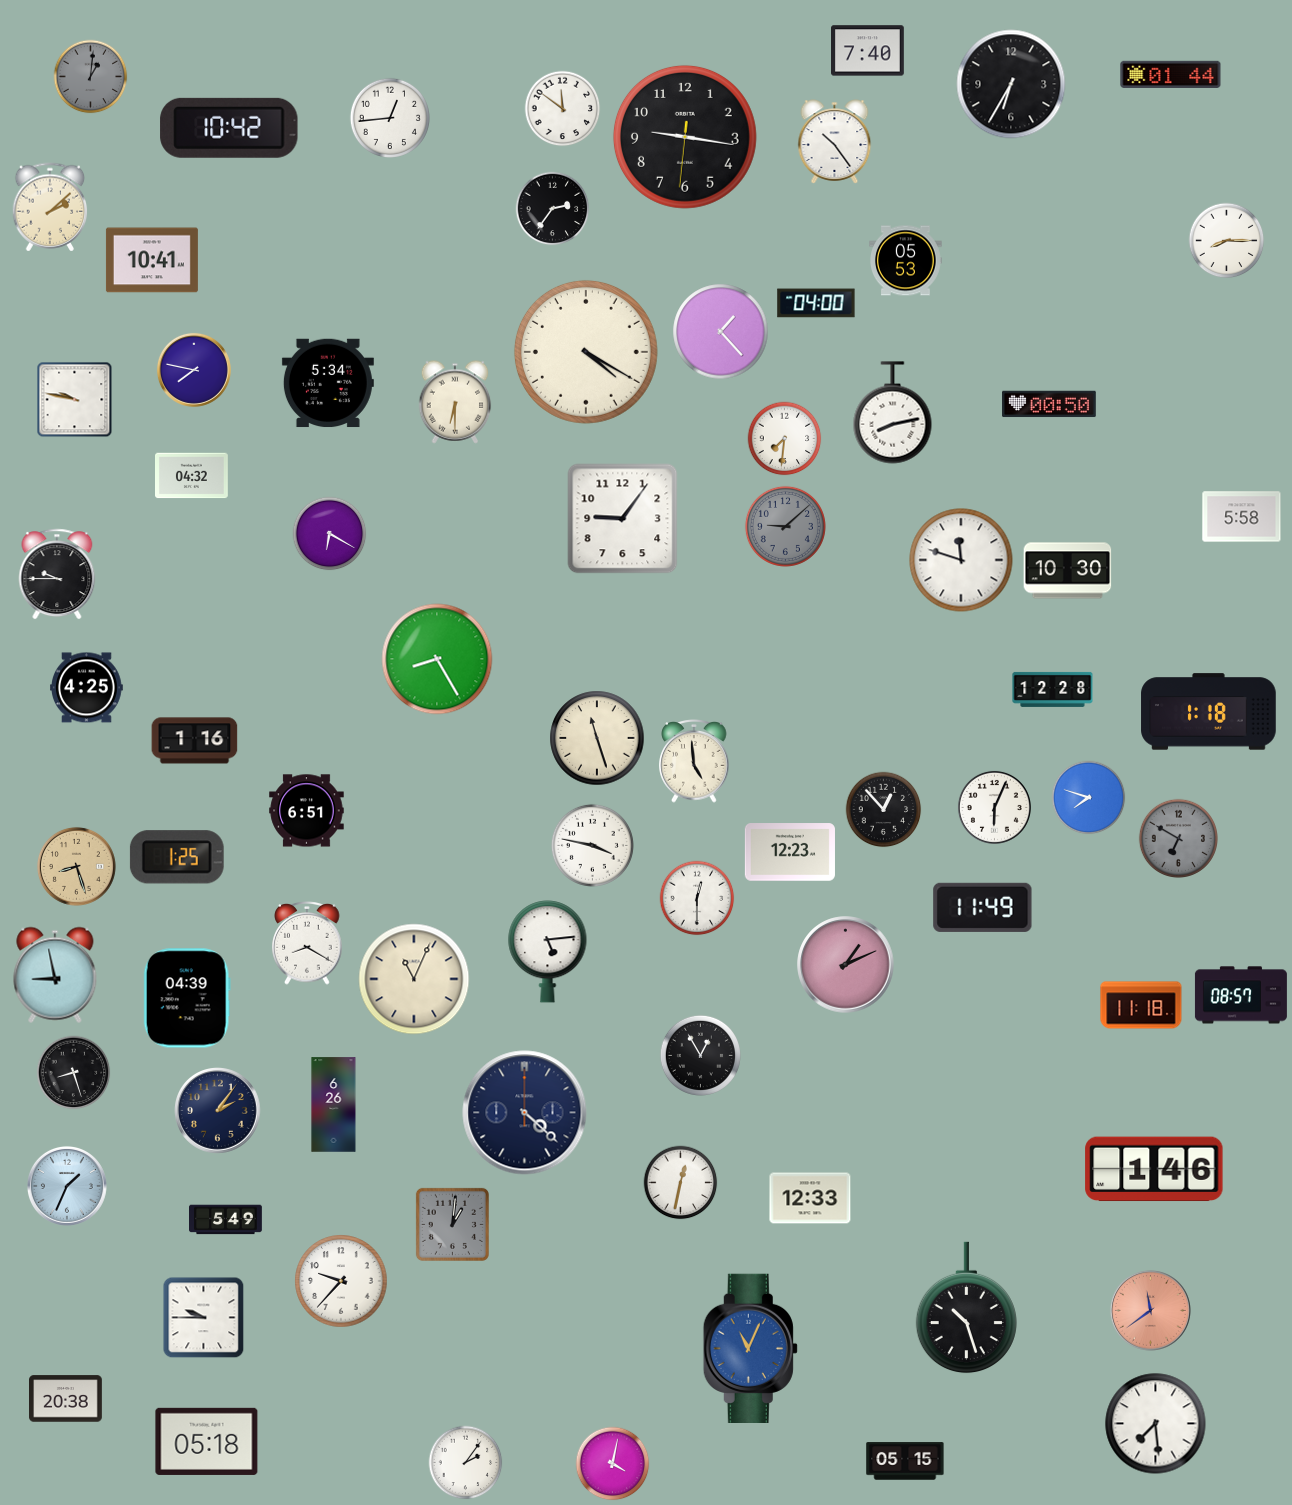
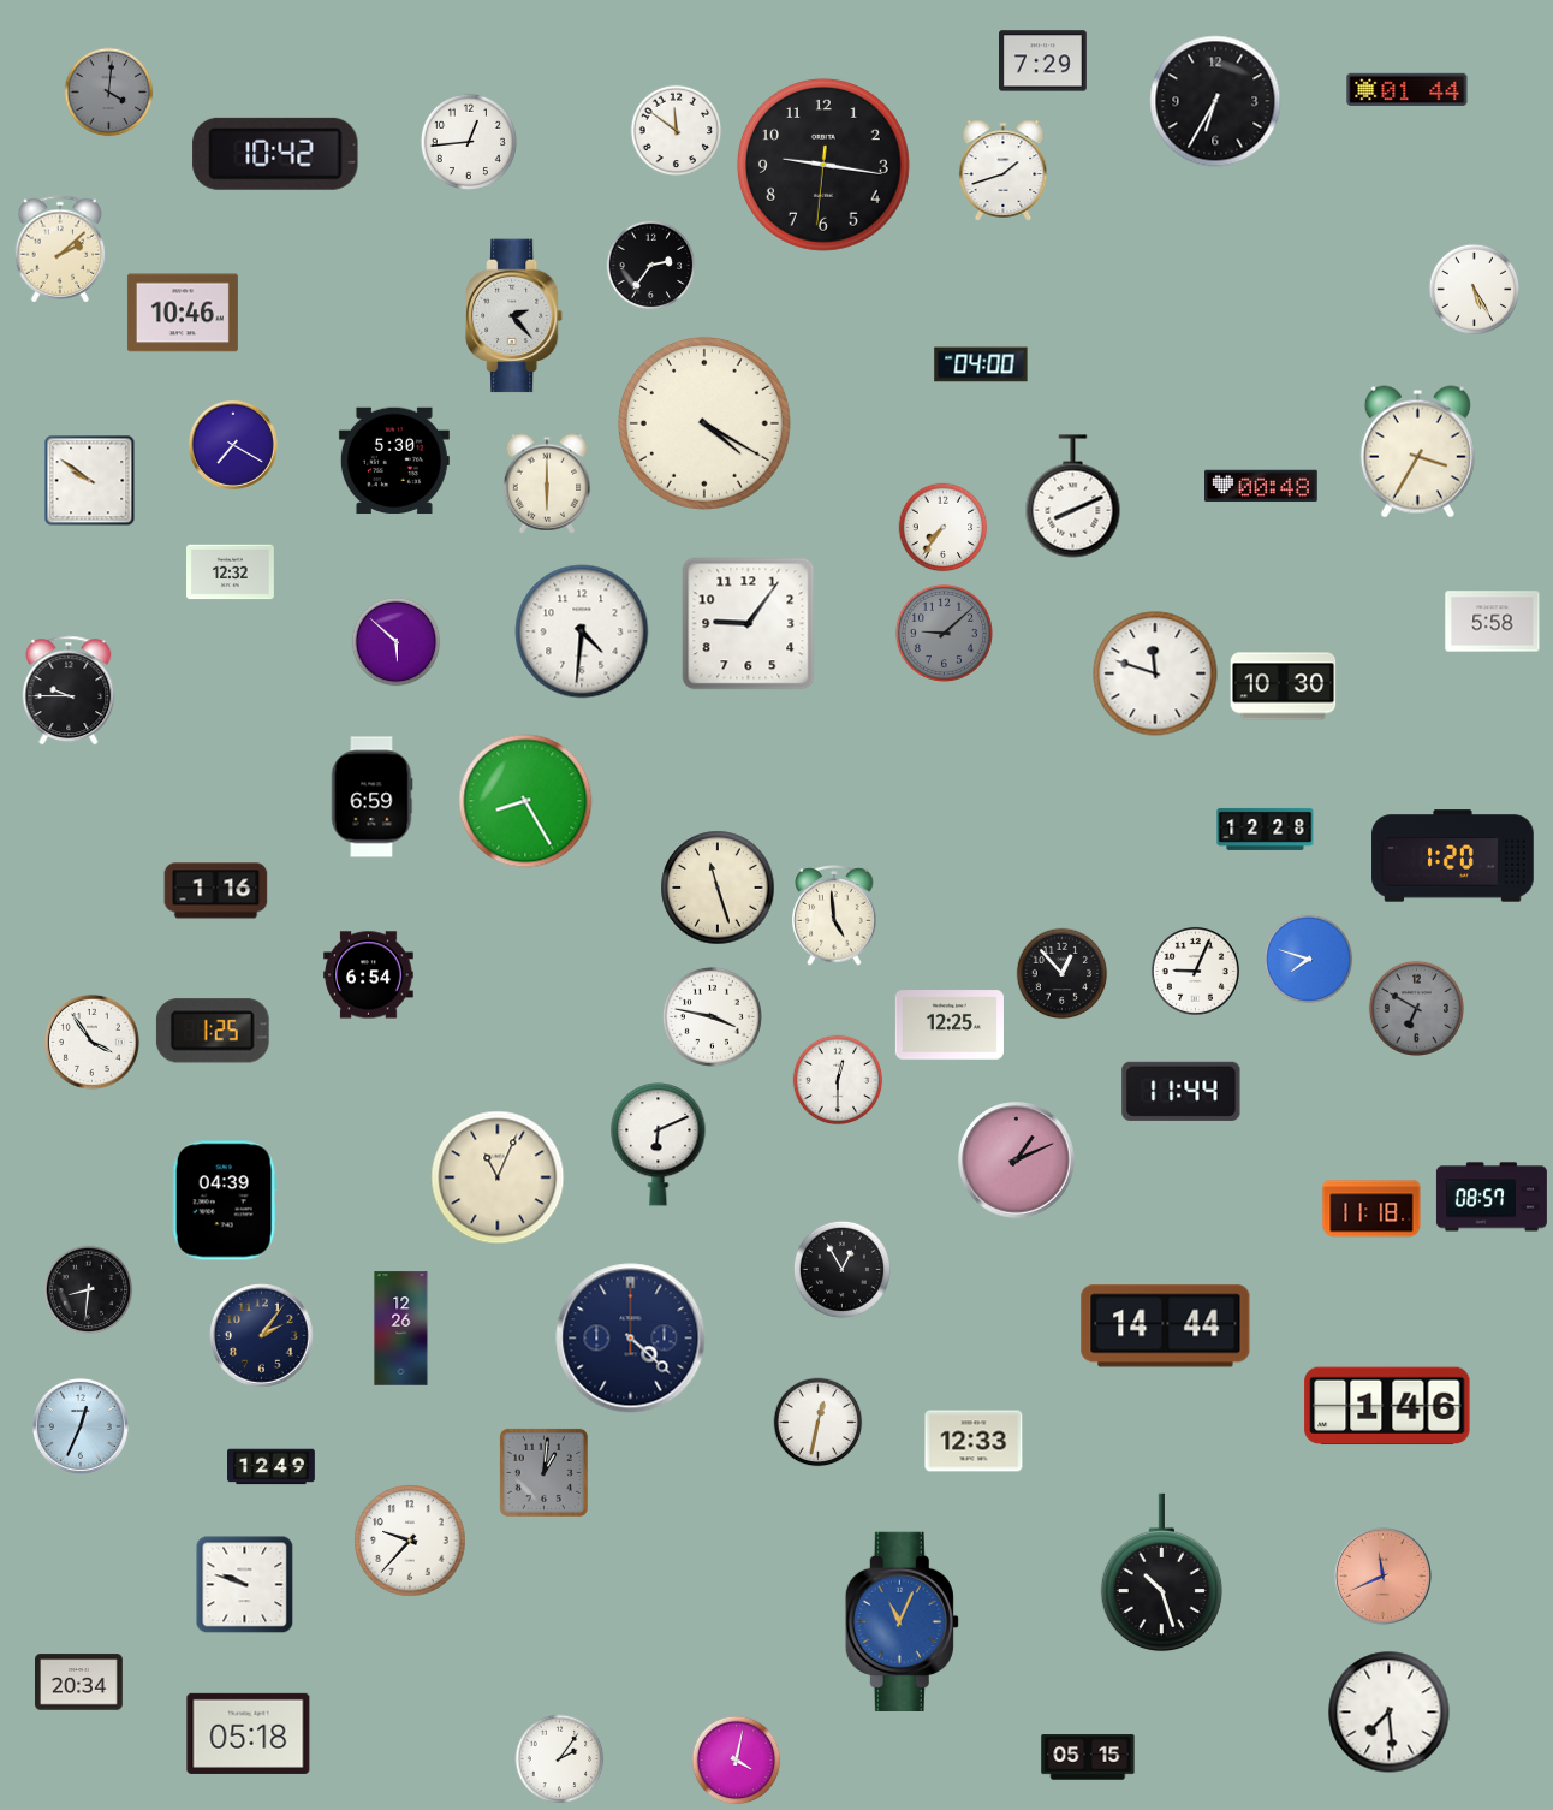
clock at (868, 51): 7:40 -> 7:29
clock at (91, 77): 1:01 -> 4:01
clock at (835, 142): 10:24 -> 1:42
clock at (553, 209) position: (553, 209) -> (651, 266)
clock at (1227, 241): 8:15 -> 5:25
clock at (152, 260): 10:41 -> 10:46
clock at (906, 261): 05:53 -> none
clock at (516, 316): none -> 2:23
clock at (721, 332): 1:23 -> none
clock at (194, 370): 7:47 -> 7:20
clock at (1417, 452): none -> 3:35
clock at (328, 383): 5:34 -> 5:30
clock at (75, 400): 9:47 -> 9:51
clock at (455, 402): 6:30 -> 6:00
clock at (1049, 404): 00:50 -> 00:48
clock at (893, 413): 8:13 -> 8:11
clock at (785, 439): 7:31 -> 7:36
clock at (192, 476): 04:32 -> 12:32
clock at (582, 631): none -> 4:31
clock at (330, 534): 6:20 -> 5:52
clock at (437, 659) position: (437, 659) -> (525, 801)
clock at (371, 797): none -> 6:59
clock at (87, 688): 4:25 -> none
clock at (1209, 712): 1:18 -> 1:20
clock at (195, 741) position: (195, 741) -> (216, 891)
clock at (994, 807): 6:04 -> 9:04
clock at (307, 811): 6:51 -> 6:54
clock at (790, 852): 12:23 -> 12:25
clock at (76, 866): 8:27 -> 3:54
clock at (76, 866) dial: champagne -> white
clock at (983, 907): 11:49 -> 11:44
clock at (307, 943): 8:20 -> none
clock at (548, 952): 5:14 -> 6:11
clock at (55, 975): 8:58 -> none
clock at (74, 1073): 8:27 -> 8:31
clock at (1166, 1327): none -> 14:44
clock at (334, 1105): 6:26 -> 12:26
clock at (67, 1186): 1:34 -> 12:34
clock at (226, 1220): 5:49 -> 12:49
clock at (1150, 1310): 11:39 -> 11:41
clock at (204, 1318): 9:45 -> 9:48
clock at (66, 1399): 20:38 -> 20:34
